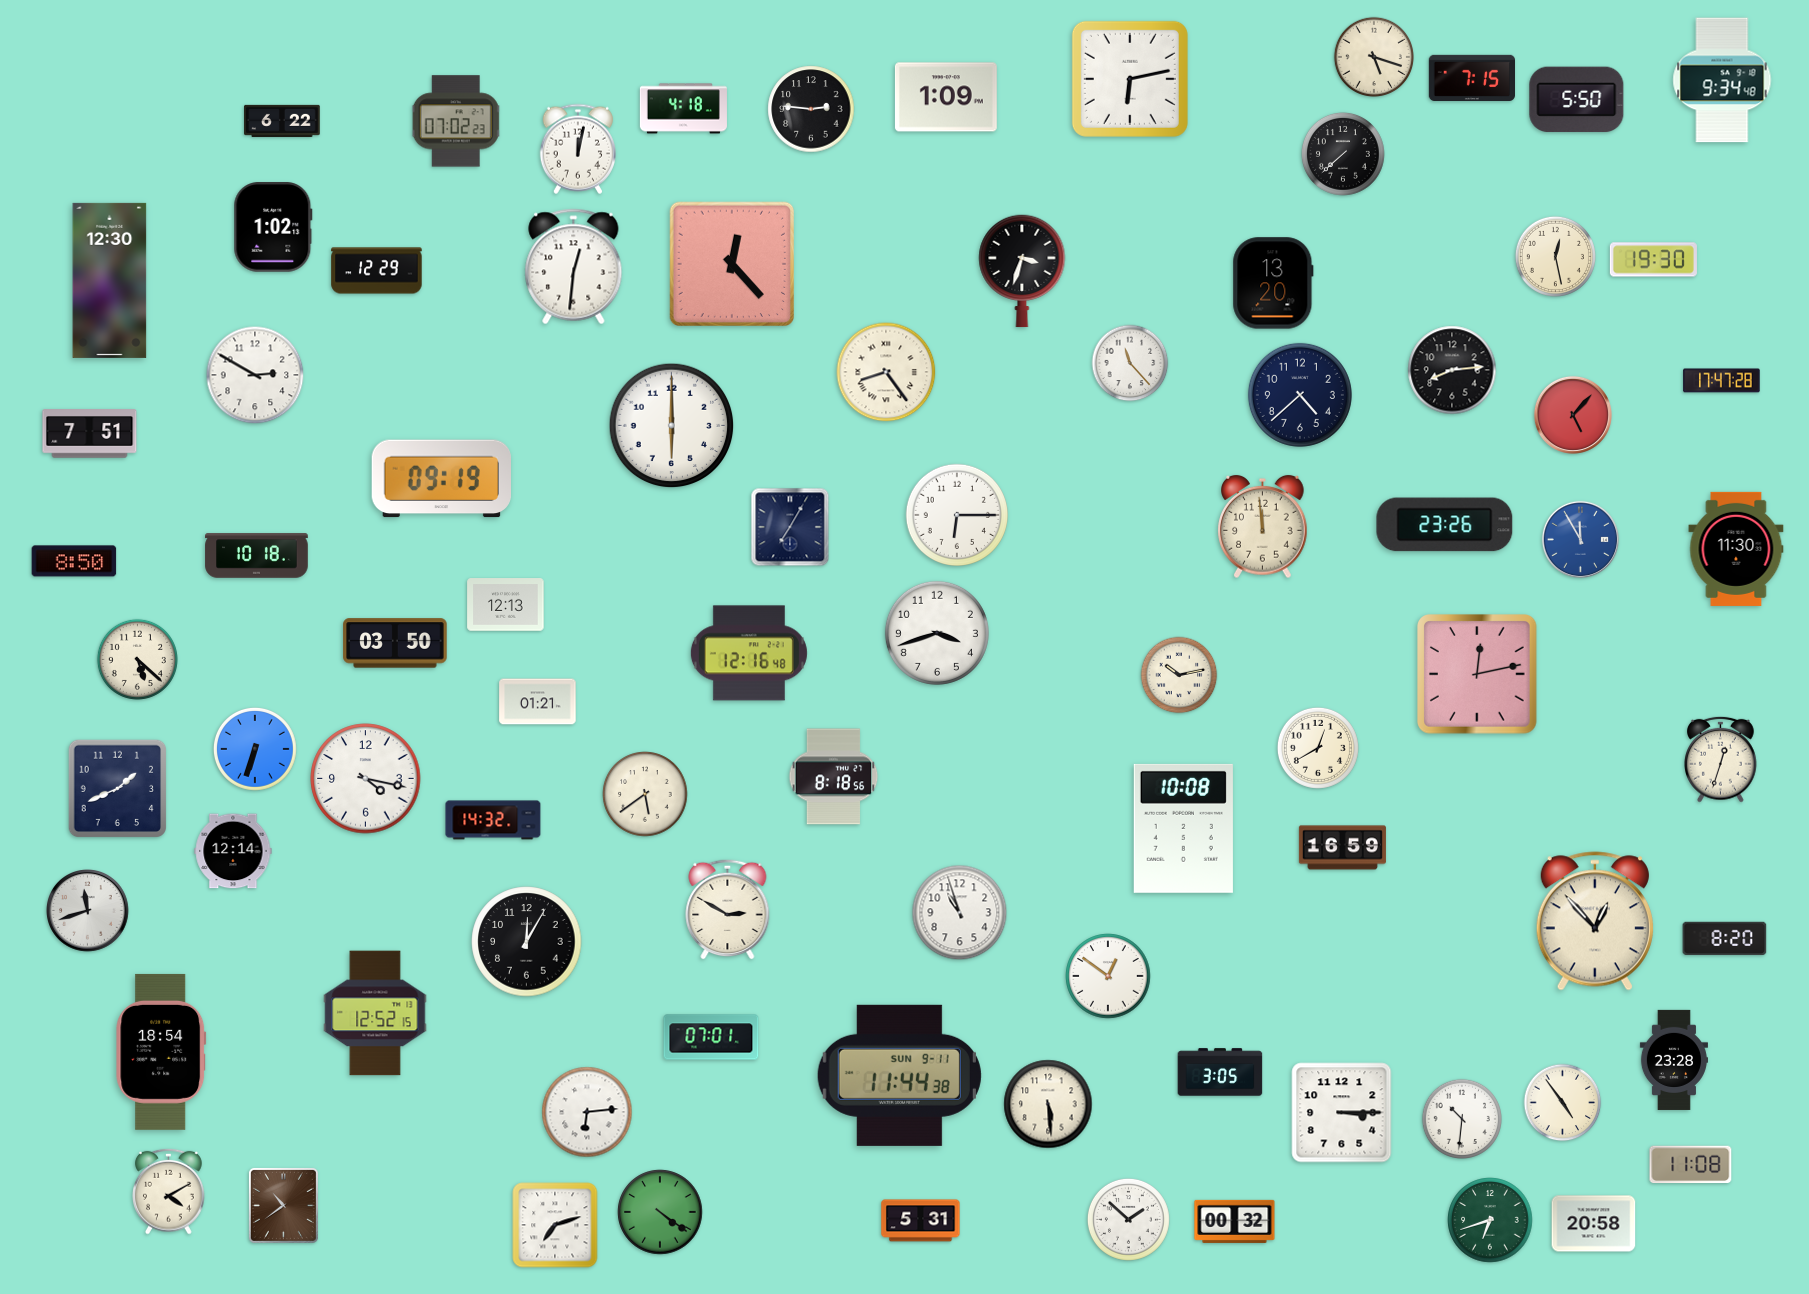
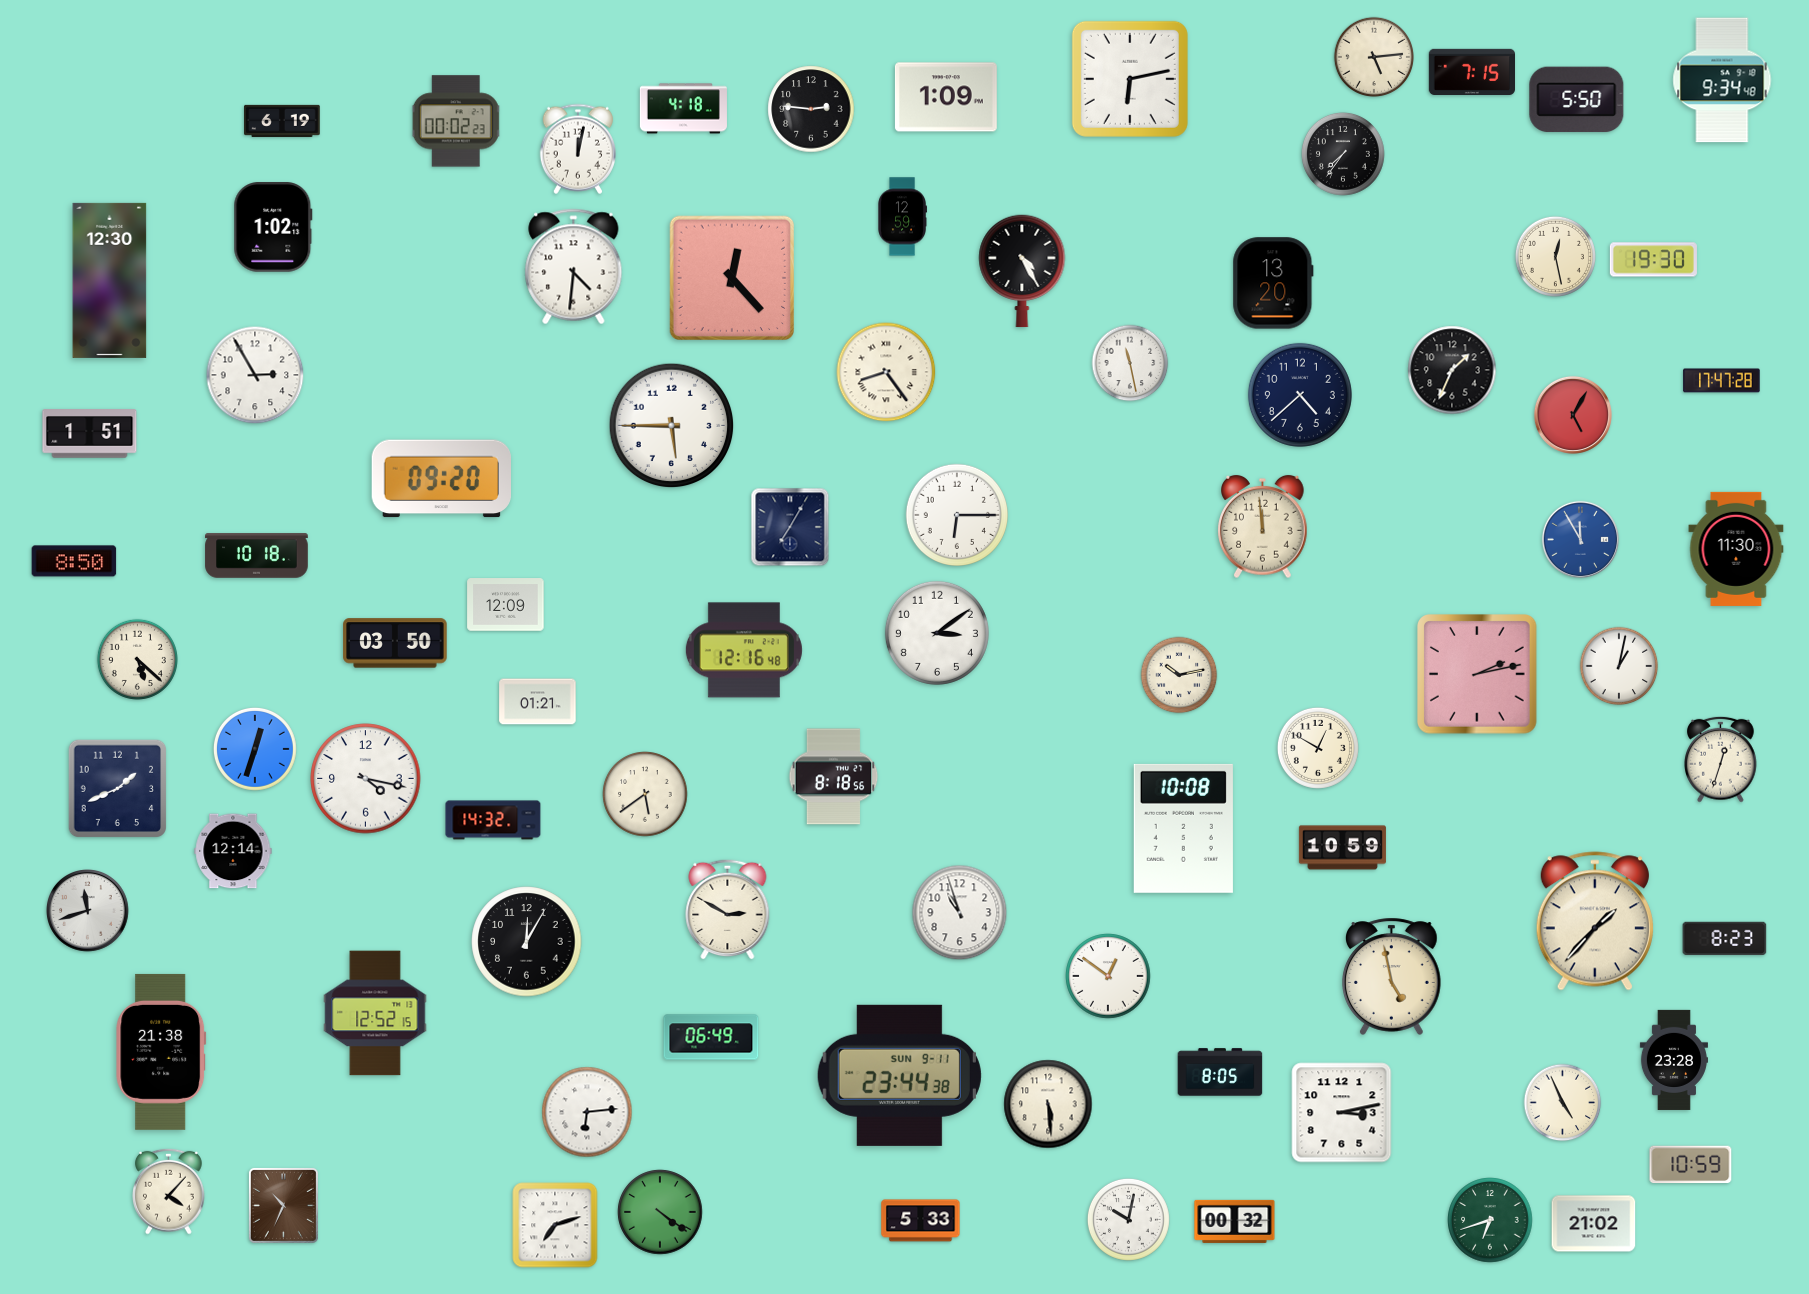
clock at (1373, 56): 5:18 -> 5:14
clock at (1471, 77) position: (1471, 77) -> (1471, 71)
clock at (282, 121): 6:22 -> 6:19
clock at (456, 121): 07:02 -> 00:02
clock at (1343, 154): 7:38 -> 7:36
clock at (902, 217): none -> 12:59
clock at (731, 263) position: (731, 263) -> (731, 277)
clock at (574, 267): 12:31 -> 4:31
clock at (377, 271): 12:29 -> none
clock at (1022, 271): 3:33 -> 4:25
clock at (1130, 363): 11:23 -> 11:28
clock at (1452, 370): 8:14 -> 1:34
clock at (255, 375): 2:50 -> 2:55
clock at (1573, 415): 5:07 -> 5:05
clock at (672, 426): 6:00 -> 5:45
clock at (90, 434): 7:51 -> 1:51
clock at (441, 479): 09:19 -> 09:20
clock at (1445, 525): 23:26 -> none
clock at (506, 605): 12:13 -> 12:09
clock at (937, 633): 3:42 -> 3:09
clock at (749, 653) position: (749, 653) -> (744, 650)
clock at (1619, 666): none -> 1:02
clock at (1478, 675): 12:13 -> 2:13
clock at (1318, 748): 12:40 -> 12:50
clock at (255, 749): 6:33 -> 12:33
clock at (1342, 848): 16:59 -> 10:59
clock at (1595, 921): 12:53 -> 1:37
clock at (1725, 939): 8:20 -> 8:23
clock at (1392, 976): none -> 4:58
clock at (711, 1037): 07:01 -> 06:49
clock at (161, 1052): 18:54 -> 21:38
clock at (1220, 1072): 3:05 -> 8:05
clock at (899, 1075): 11:44 -> 23:44
clock at (1563, 1103): 4:54 -> 4:56
clock at (1342, 1113): 3:15 -> 3:13
clock at (1461, 1118): 10:31 -> none
clock at (1691, 1165): 11:08 -> 10:59
clock at (169, 1191): 4:10 -> 4:07
clock at (283, 1205): 10:39 -> 10:34
clock at (1128, 1219): 1:52 -> 10:02
clock at (921, 1221): 5:31 -> 5:33
clock at (1594, 1224): 20:58 -> 21:02
